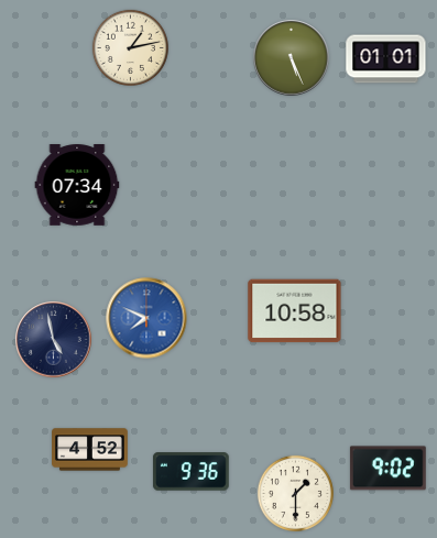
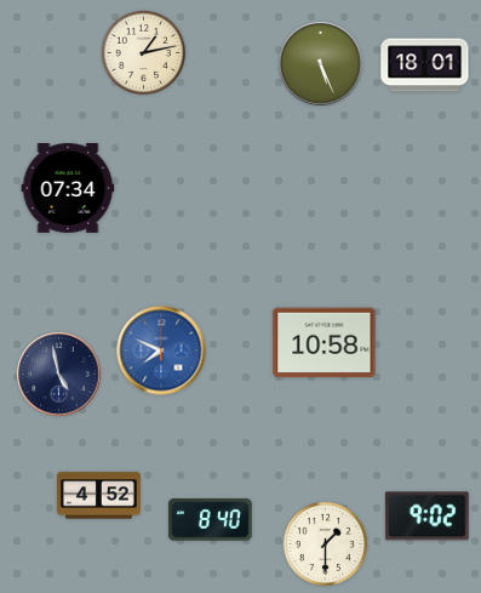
clock at (386, 59): 01:01 -> 18:01
clock at (77, 185) position: (77, 185) -> (68, 188)
clock at (190, 472): 9:36 -> 8:40
